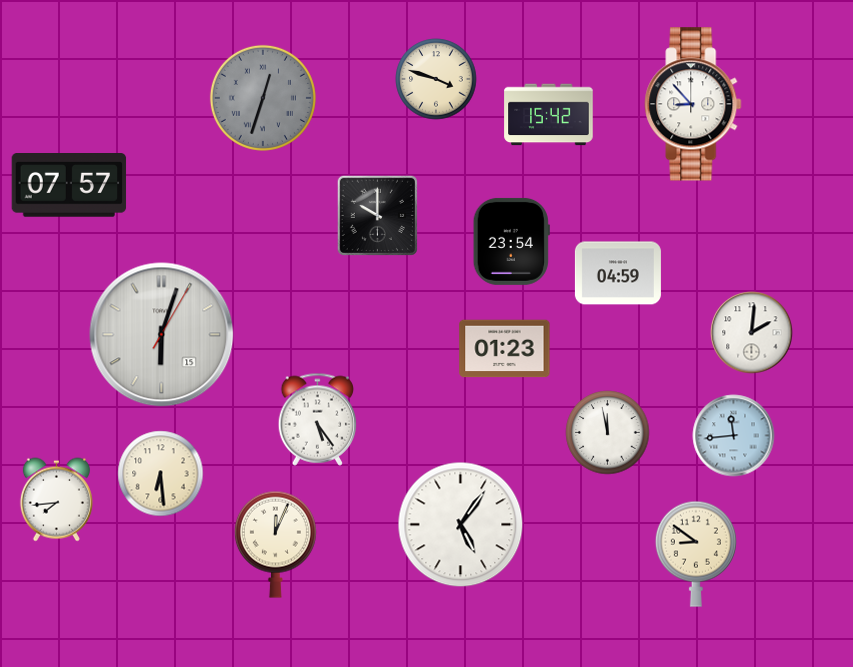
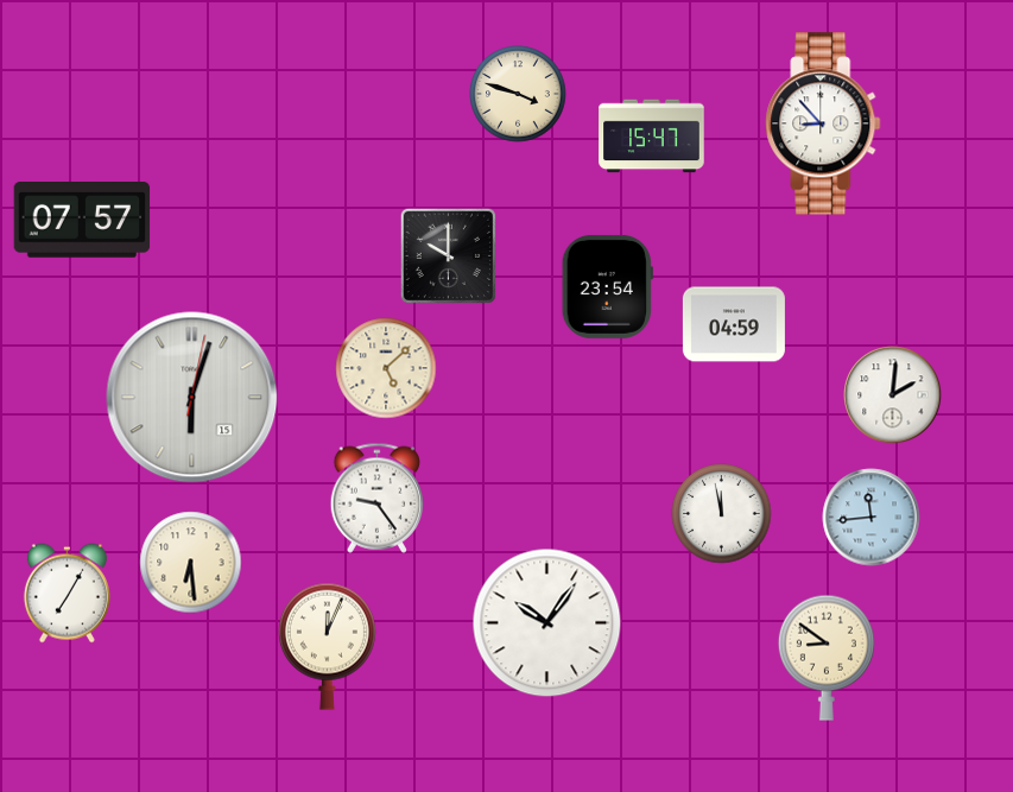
clock at (263, 98): 12:33 -> none
clock at (549, 115): 15:42 -> 15:47
clock at (386, 368): none -> 5:08
clock at (162, 335): 6:03:05 -> 6:03:02
clock at (505, 349): 01:23 -> none
clock at (318, 419): 5:24 -> 9:24
clock at (56, 500): 7:44 -> 7:05
clock at (461, 525): 5:06 -> 10:06
